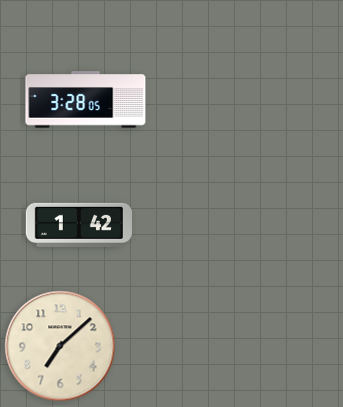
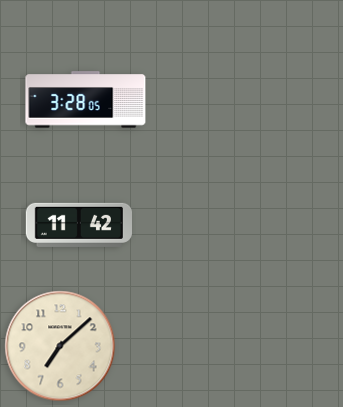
clock at (78, 225): 1:42 -> 11:42
